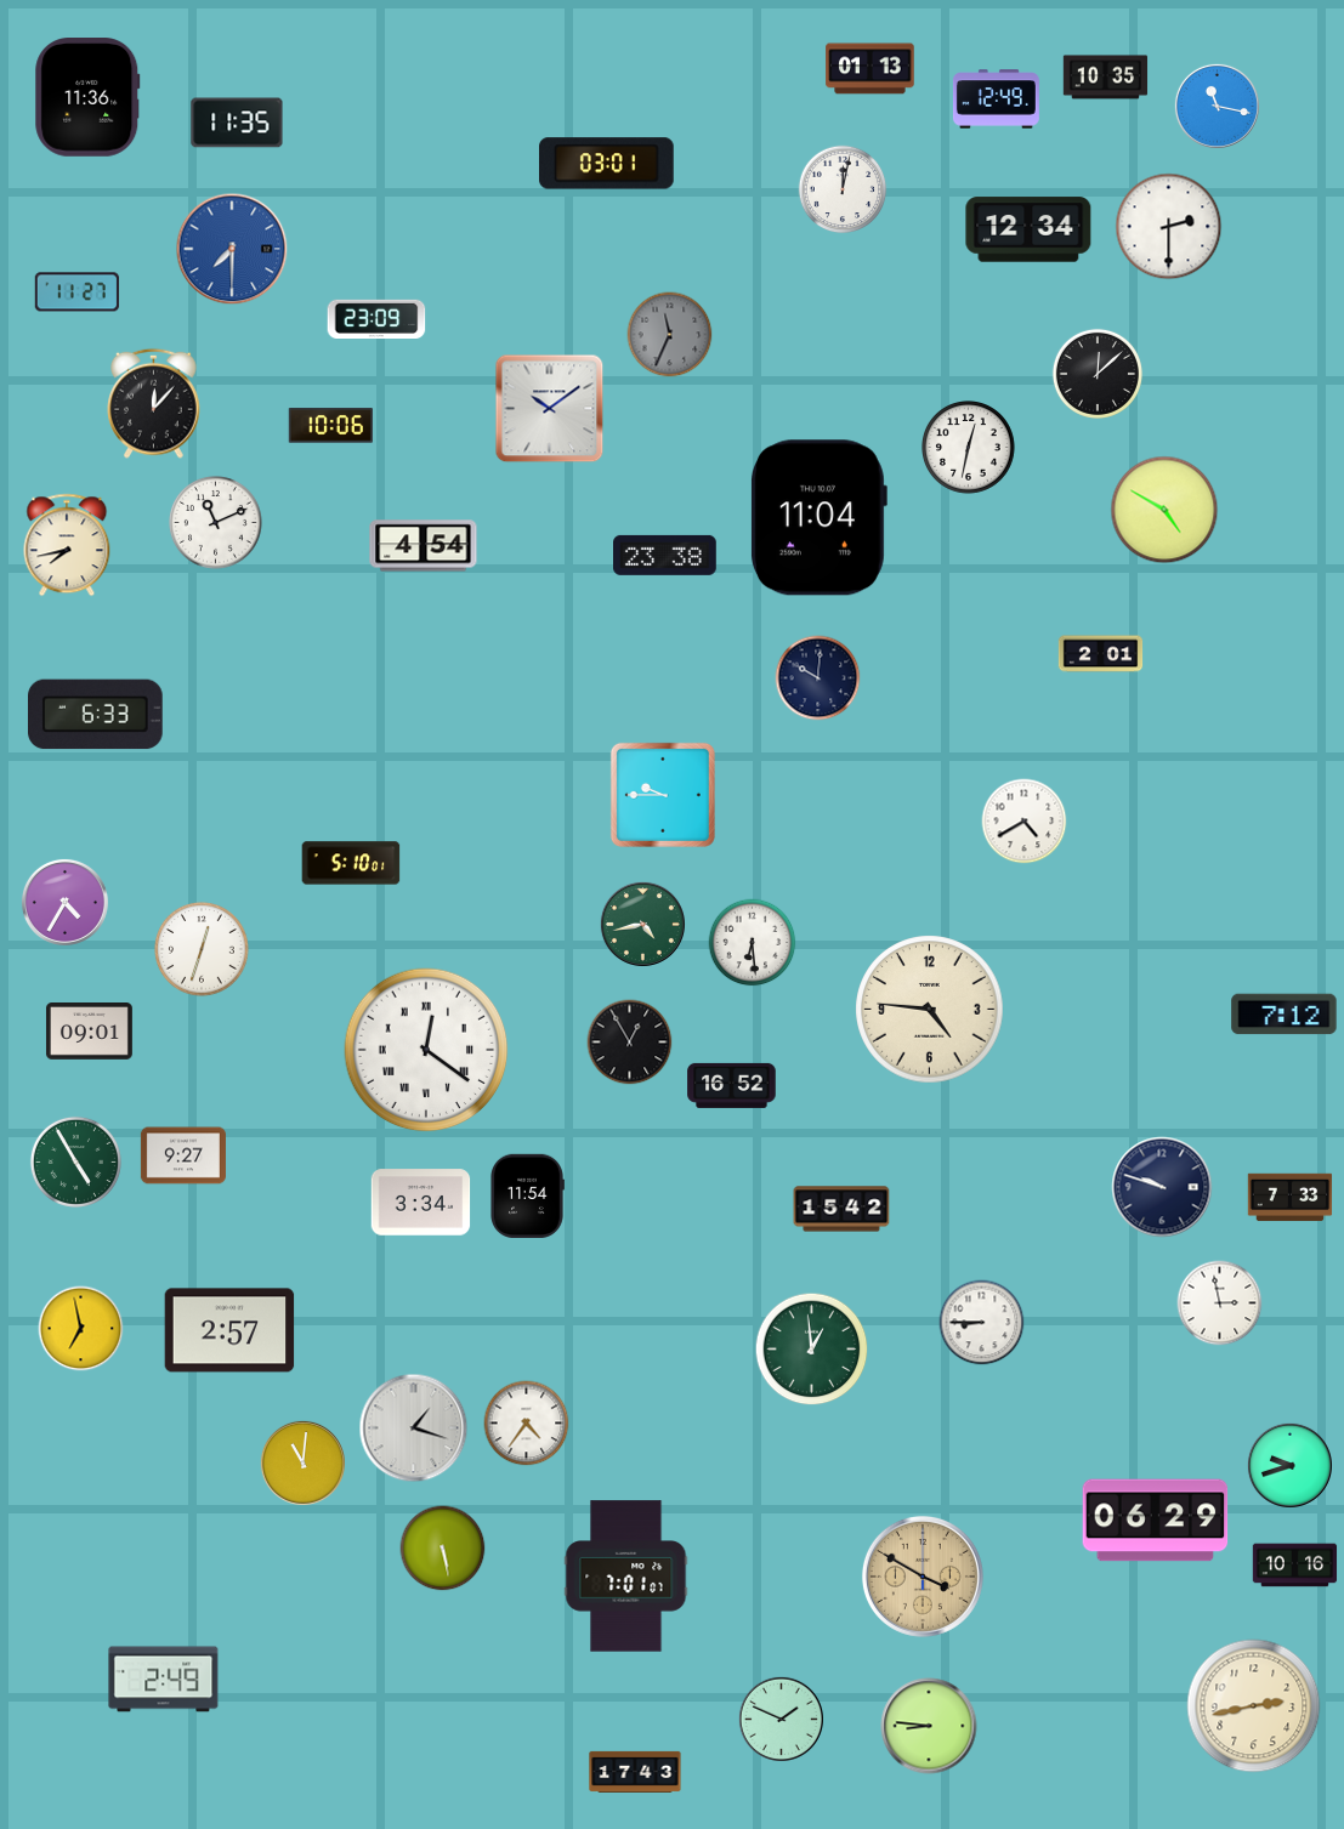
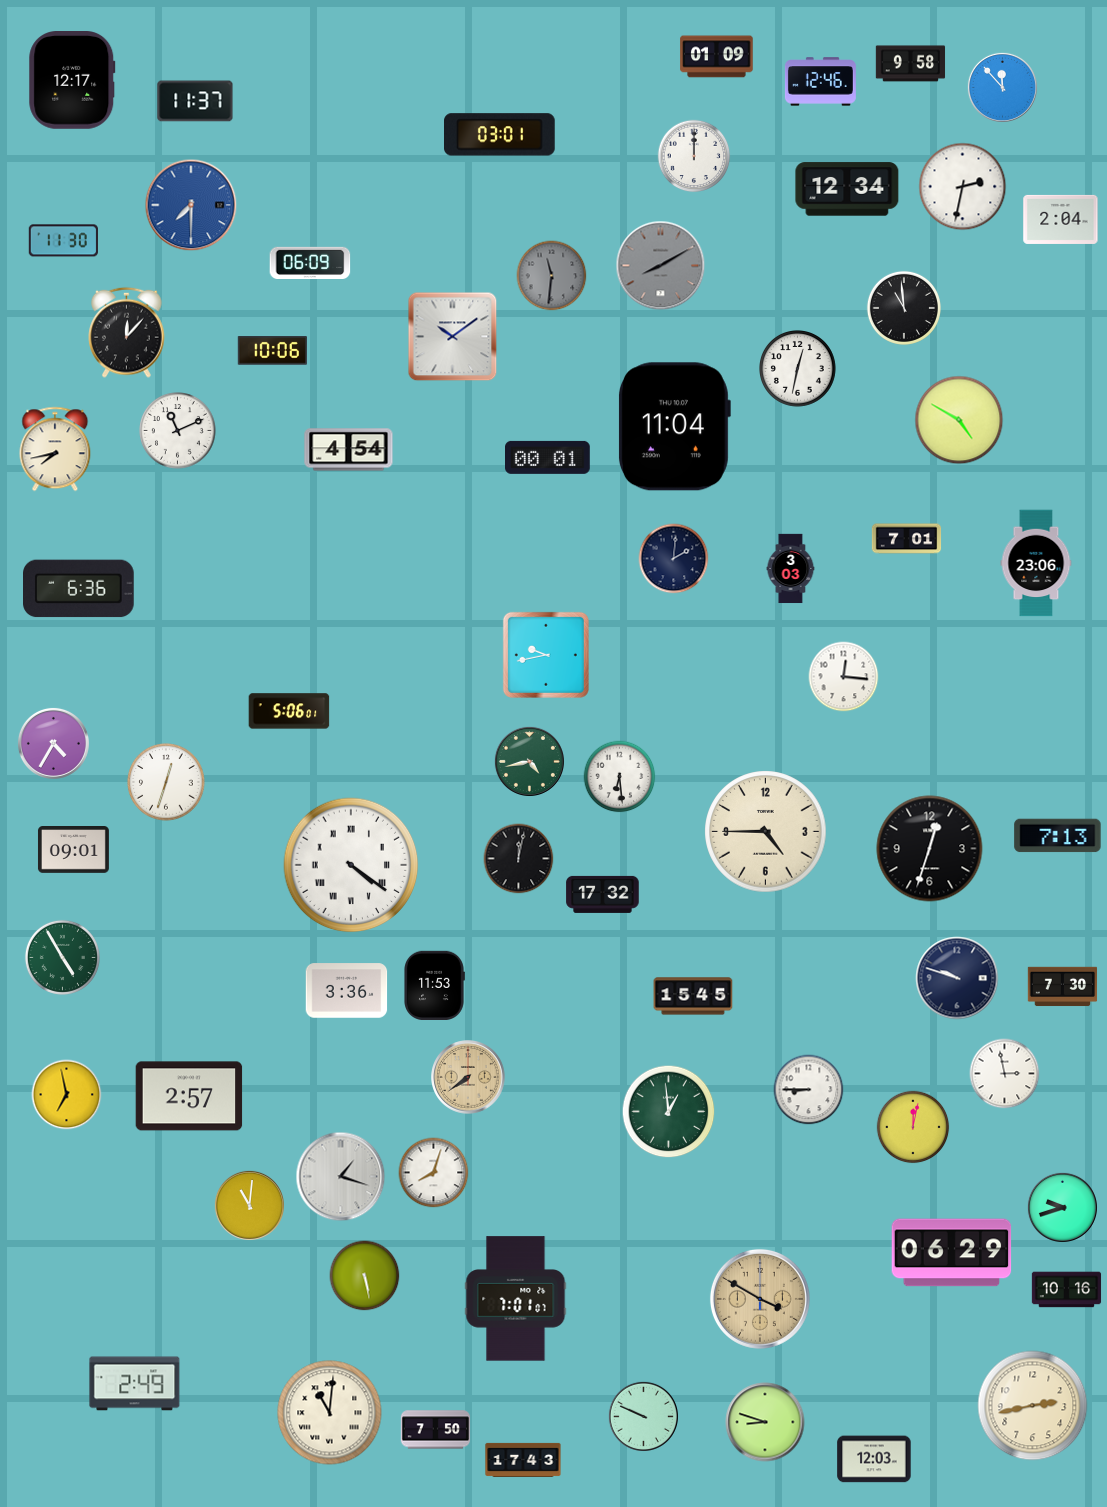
clock at (871, 69): 01:13 -> 01:09
clock at (1106, 78): 10:35 -> 9:58
clock at (87, 98): 11:36 -> 12:17
clock at (996, 100): 12:49 -> 12:46
clock at (1217, 106): 11:17 -> 11:53
clock at (237, 123): 11:35 -> 11:37
clock at (843, 189): 12:02 -> 12:00
clock at (1169, 227): 2:30 -> 2:32
clock at (1061, 219): none -> 2:04
clock at (76, 292): 11:27 -> 11:30
clock at (376, 318): 23:09 -> 06:09
clock at (661, 266): none -> 8:10
clock at (670, 335): 11:34 -> 11:31
clock at (1098, 374): 12:08 -> 10:59
clock at (665, 555): 23:38 -> 00:01
clock at (1101, 654): 2:01 -> 7:01
clock at (818, 678): 10:01 -> 2:01
clock at (1036, 563): none -> 23:06
clock at (791, 569): none -> 3:03
clock at (96, 715): 6:33 -> 6:36
clock at (663, 795): 9:45 -> 9:43
clock at (1025, 822): 4:40 -> 12:16
clock at (351, 863): 5:10 -> 5:06
clock at (930, 1010): 4:46 -> 4:45
clock at (1285, 1015): 7:12 -> 7:13
clock at (930, 849): none -> 12:33
clock at (630, 1043): 12:55 -> 12:02
clock at (426, 1050): 12:21 -> 4:21
clock at (732, 1085): 16:52 -> 17:32
clock at (183, 1155): 9:27 -> none
clock at (527, 1195): 11:54 -> 11:53
clock at (1291, 1198): 7:33 -> 7:30
clock at (421, 1203): 3:34 -> 3:36
clock at (841, 1209): 15:42 -> 15:45
clock at (468, 1077): none -> 7:39
clock at (913, 1127): none -> 12:02
clock at (527, 1424): 4:36 -> 8:03
clock at (330, 1413): none -> 11:01
clock at (781, 1719): 1:49 -> 9:49
clock at (929, 1726): 8:46 -> 8:48
clock at (436, 1430): none -> 7:50
clock at (874, 1459): none -> 12:03
